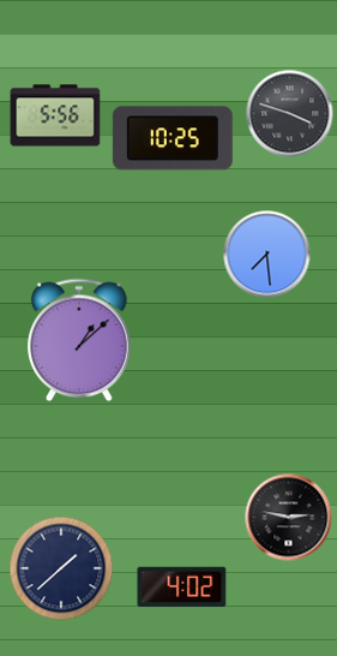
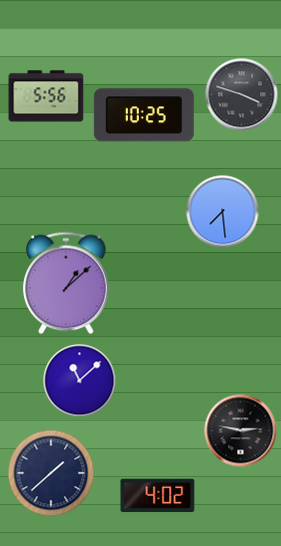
clock at (80, 381): none -> 11:08
clock at (182, 588) position: (182, 588) -> (158, 496)
